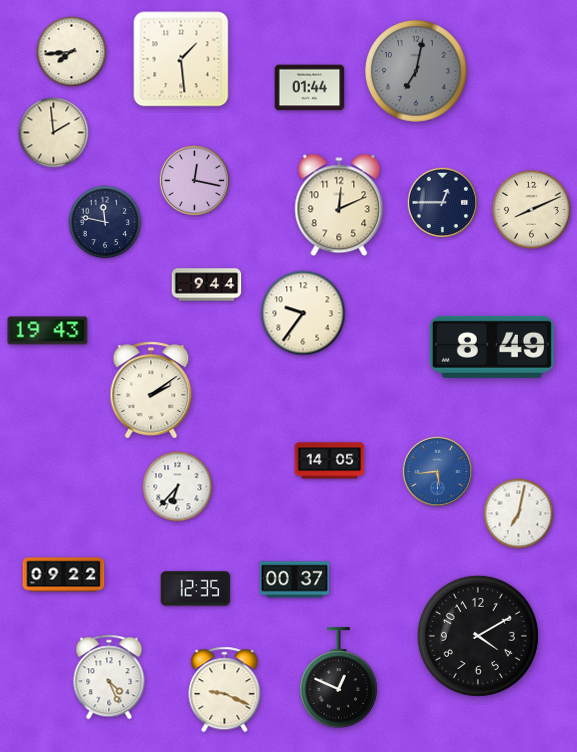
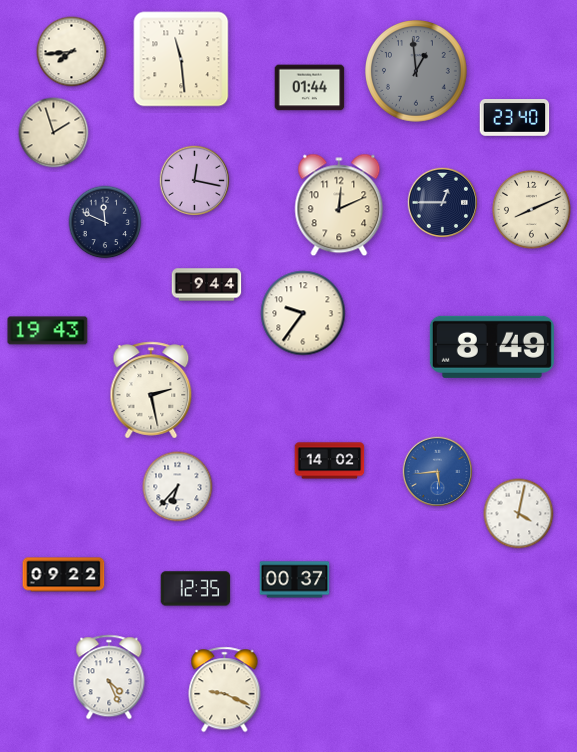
clock at (181, 59): 1:29 -> 11:29
clock at (417, 72): 7:02 -> 12:59
clock at (515, 118): none -> 23:40
clock at (54, 133): 1:59 -> 1:57
clock at (105, 222): 11:47 -> 11:49
clock at (151, 390): 2:09 -> 2:28
clock at (330, 461): 14:05 -> 14:02
clock at (519, 514): 7:02 -> 4:02
clock at (478, 636): 4:10 -> none
clock at (338, 678): 12:49 -> none
